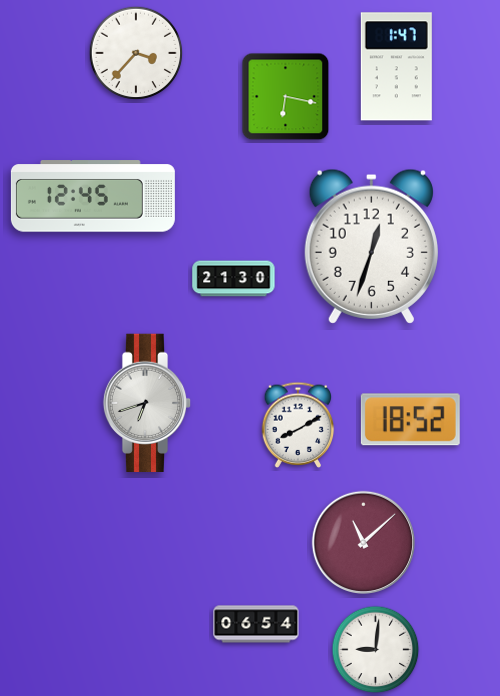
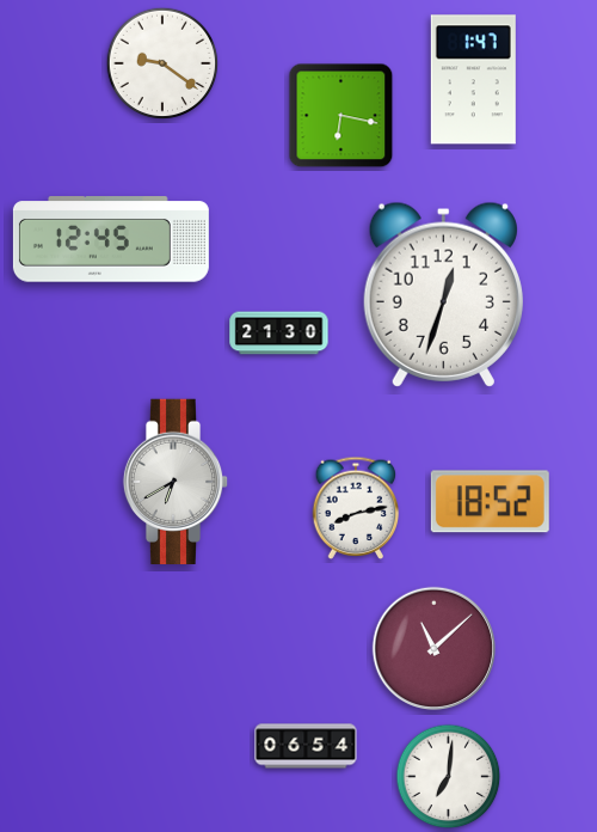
clock at (136, 53): 3:37 -> 9:21
clock at (93, 196) position: (93, 196) -> (111, 239)
clock at (147, 402): 6:42 -> 6:40
clock at (298, 425): 8:10 -> 8:13
clock at (376, 650): 9:01 -> 7:01
